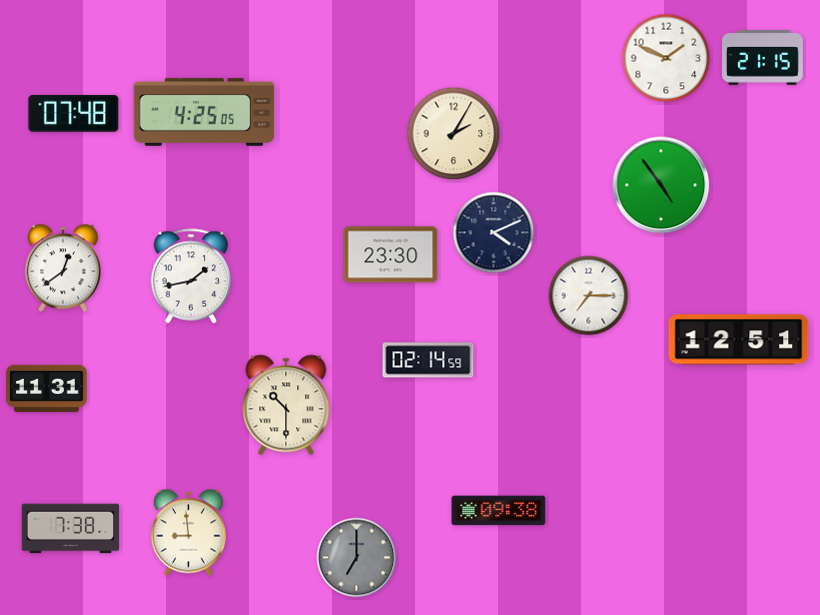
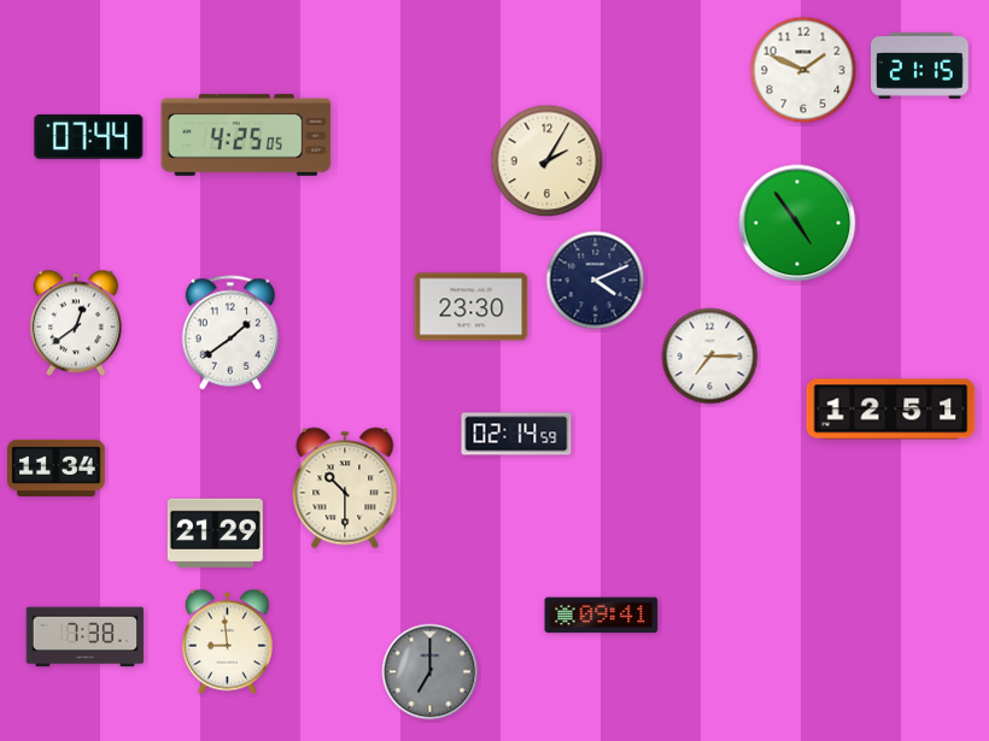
clock at (763, 58) position: (763, 58) -> (920, 66)
clock at (74, 113): 07:48 -> 07:44
clock at (191, 276): 1:43 -> 1:39
clock at (47, 388): 11:31 -> 11:34
clock at (215, 533): none -> 21:29
clock at (499, 511): 09:38 -> 09:41
